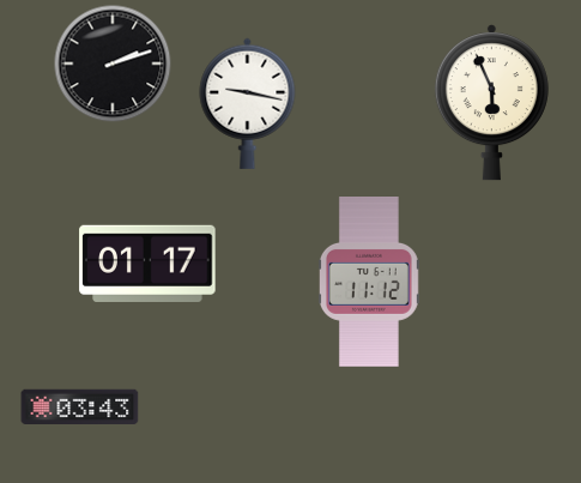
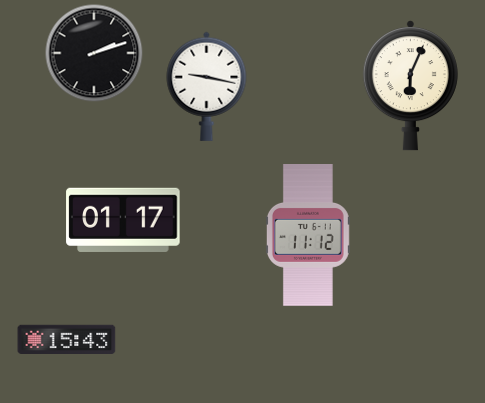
clock at (491, 103): 5:56 -> 6:04
clock at (80, 407): 03:43 -> 15:43
